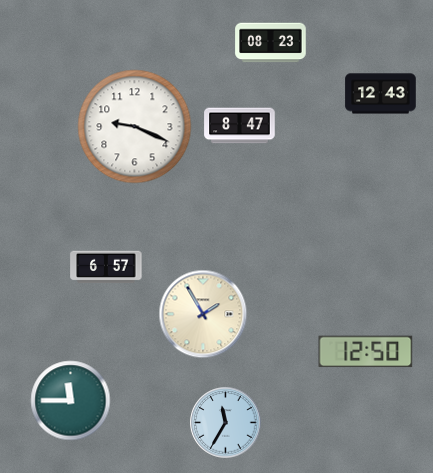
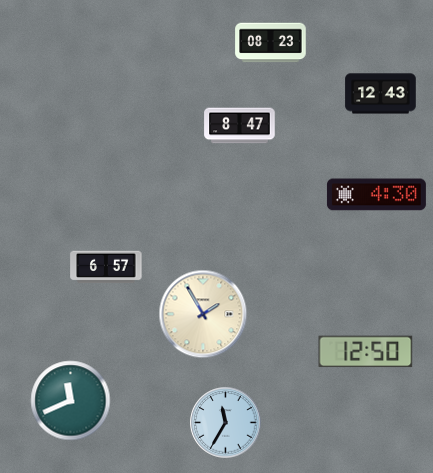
clock at (135, 127): 9:19 -> none
clock at (376, 195): none -> 4:30
clock at (71, 401): 11:45 -> 11:41
